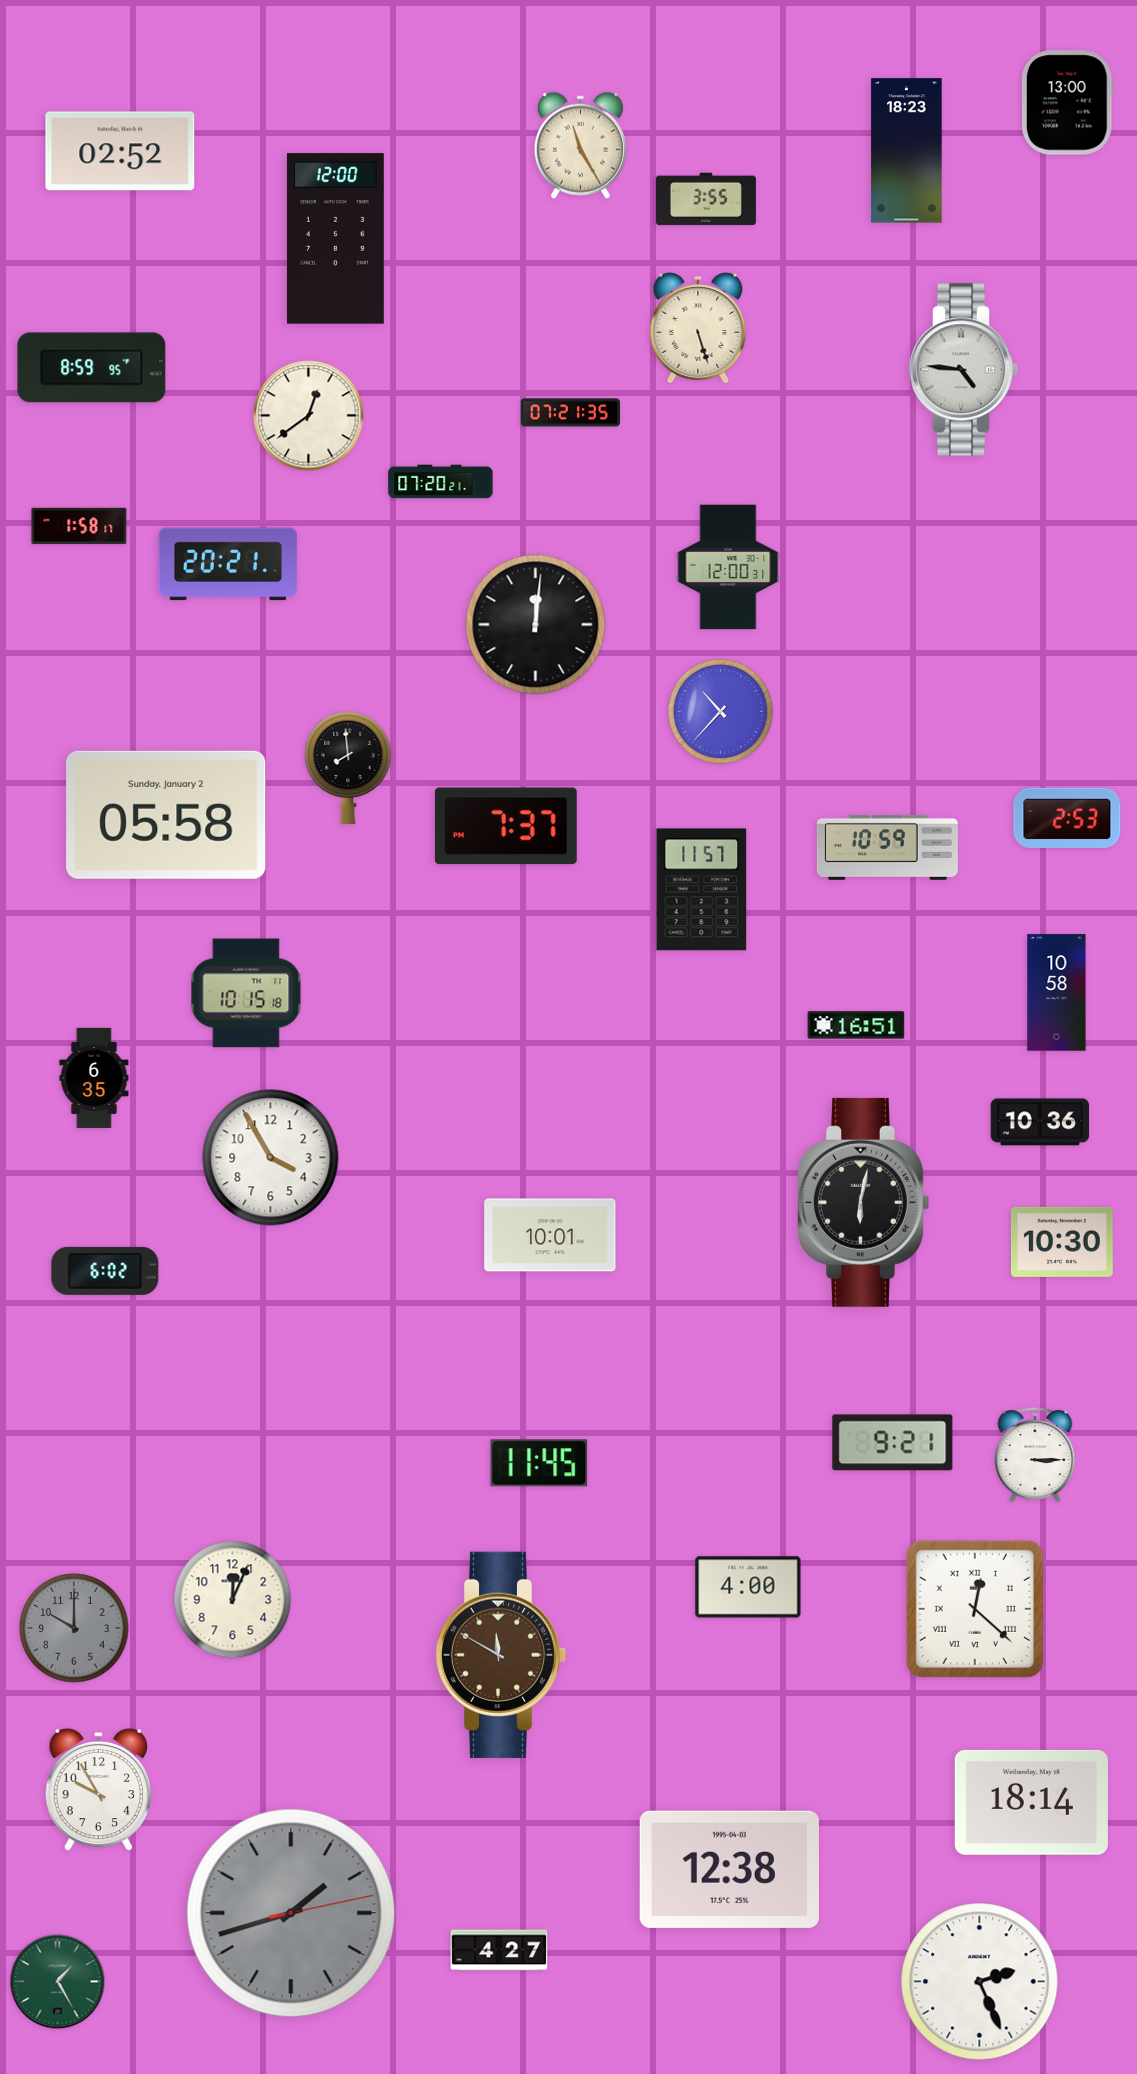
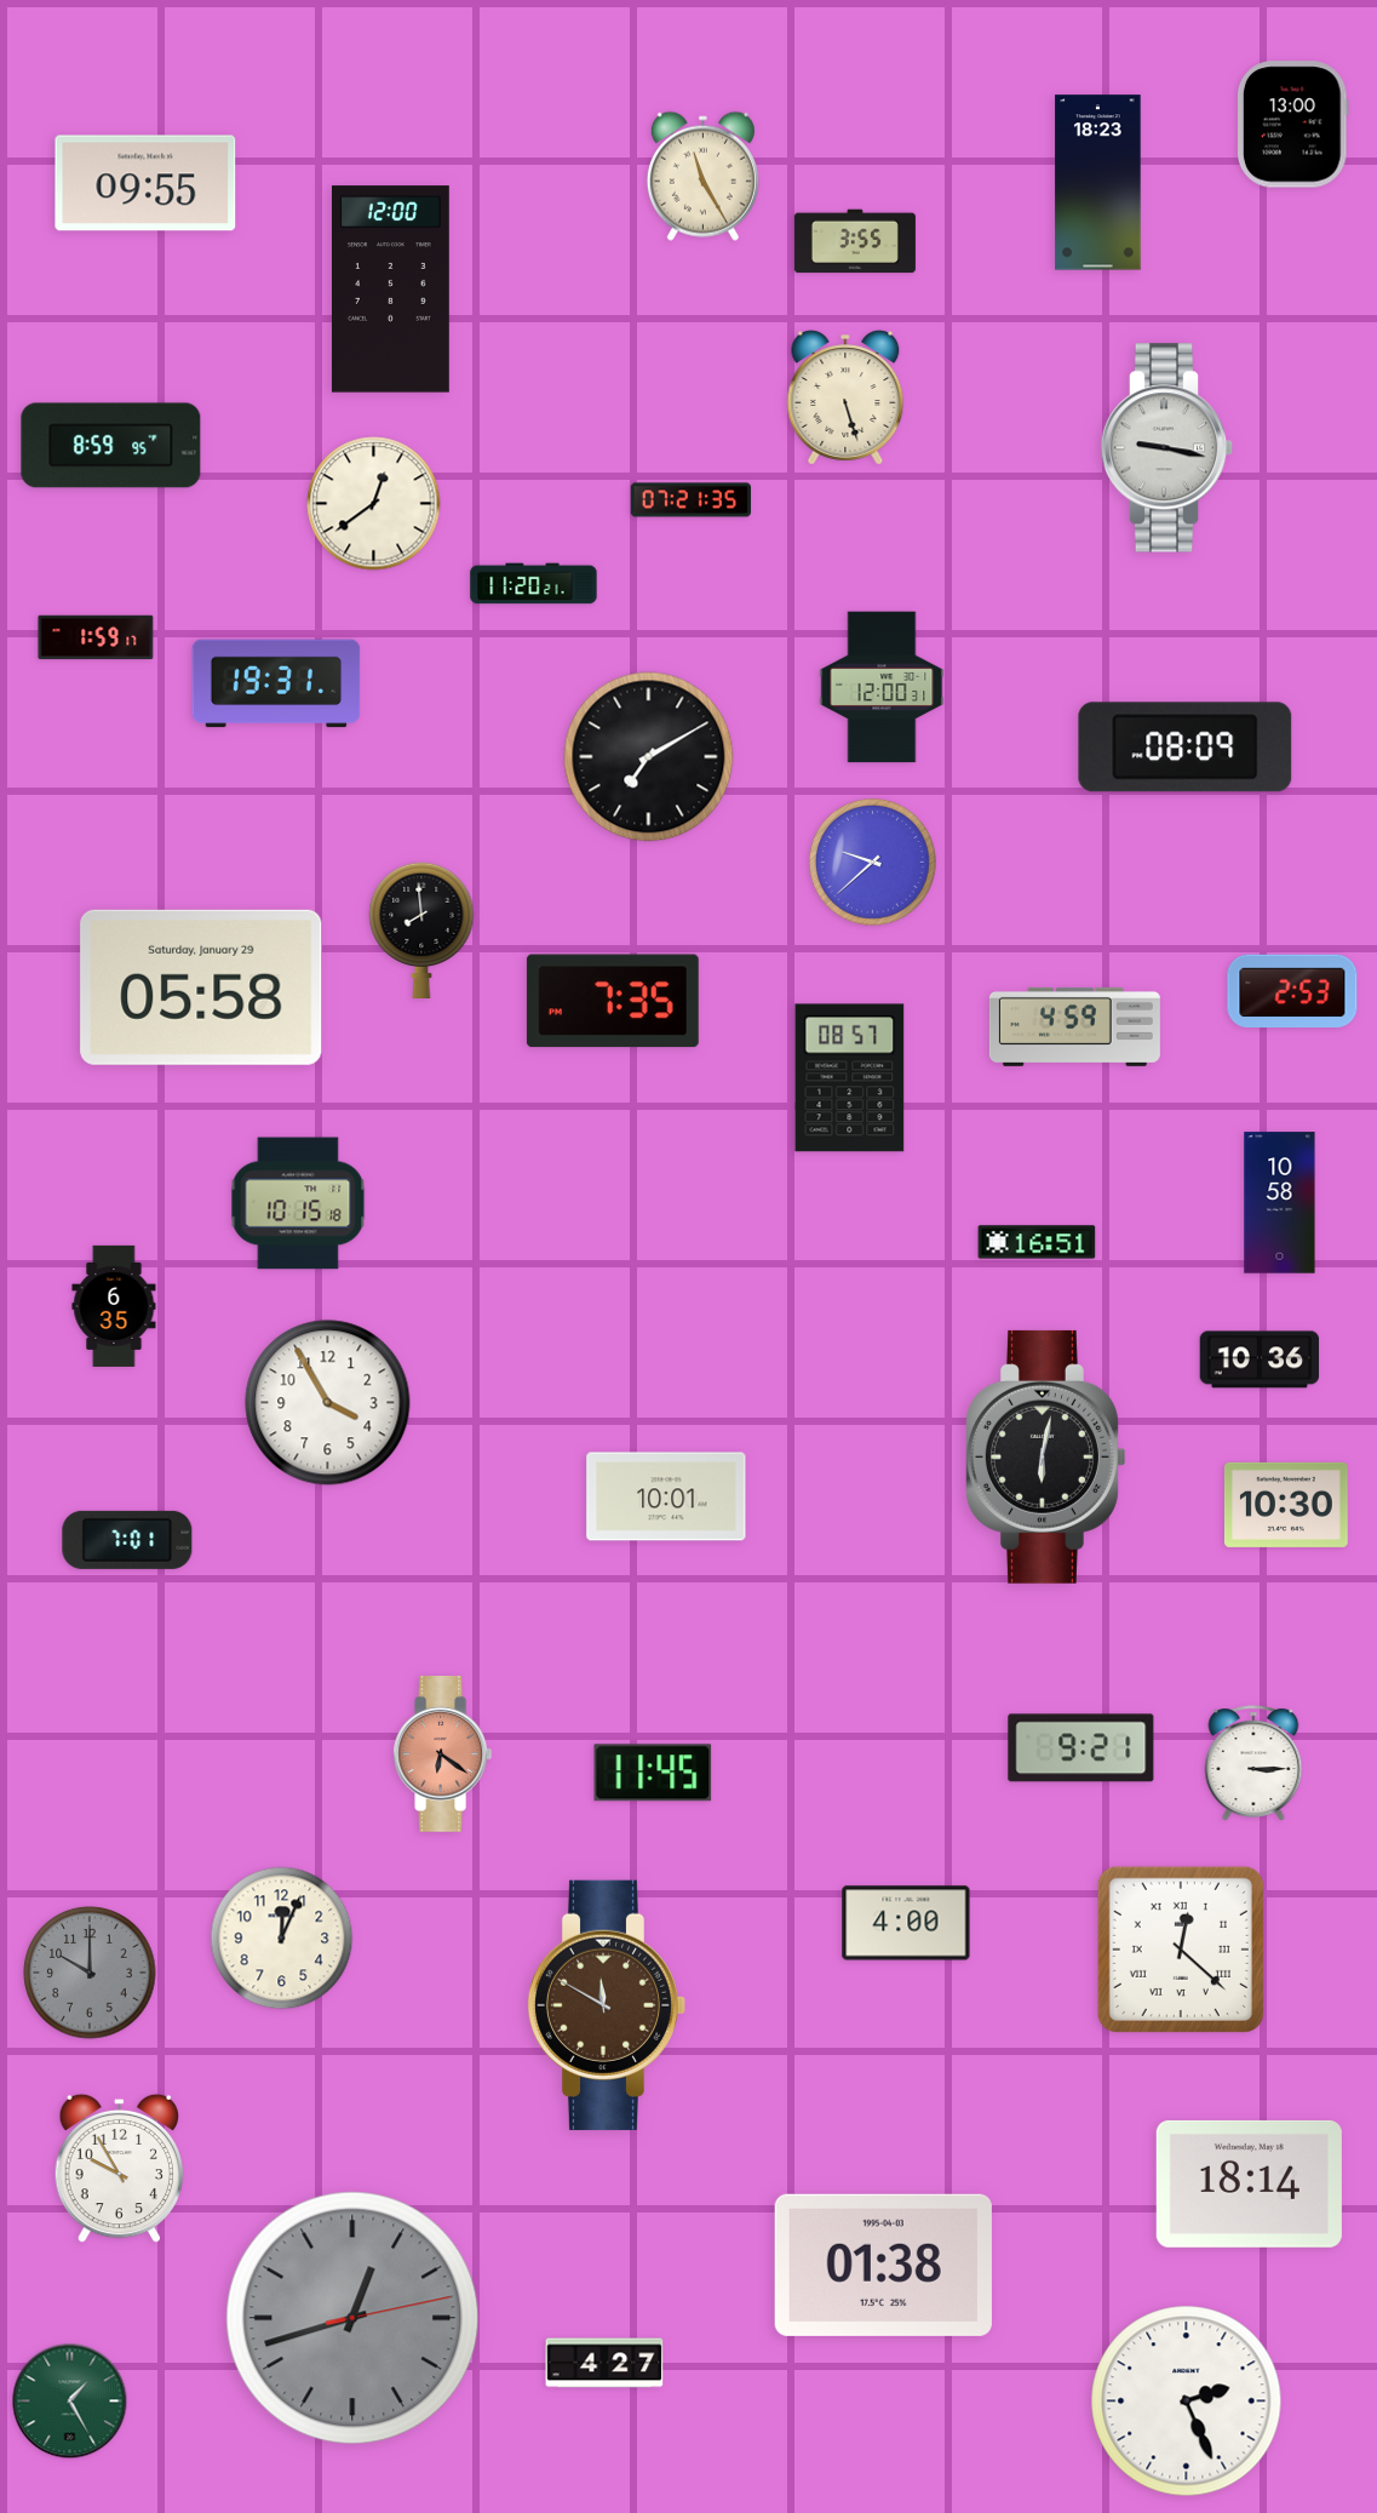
clock at (120, 151): 02:52 -> 09:55
clock at (335, 239) position: (335, 239) -> (390, 290)
clock at (964, 370): 4:46 -> 9:17
clock at (441, 482): 07:20 -> 11:20
clock at (79, 526): 1:58 -> 1:59
clock at (228, 564): 20:21 -> 19:31
clock at (1186, 748): none -> 08:09
clock at (536, 625): 12:01 -> 7:10
clock at (720, 711): 10:37 -> 9:38
clock at (166, 815) date: Sunday, January 2 -> Saturday, January 29
clock at (506, 826): 7:37 -> 7:35
clock at (887, 847): 10:59 -> 4:59
clock at (702, 890): 11:57 -> 08:57
clock at (105, 1271): 6:02 -> 7:01
clock at (443, 1754): none -> 6:21
clock at (729, 1869): 12:38 -> 01:38
clock at (291, 1913): 1:42 -> 12:42
